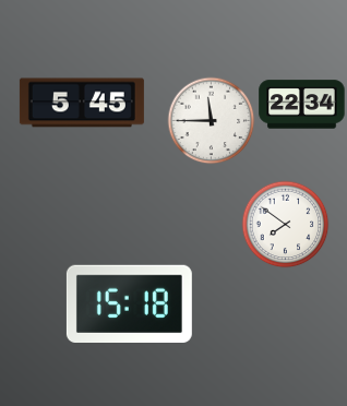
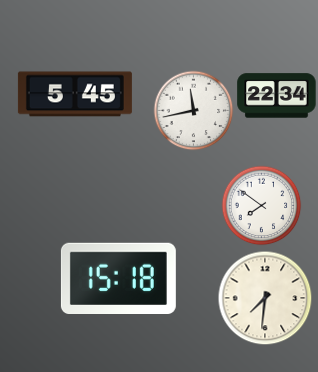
clock at (211, 120): 11:45 -> 11:43
clock at (265, 298): none -> 7:31
